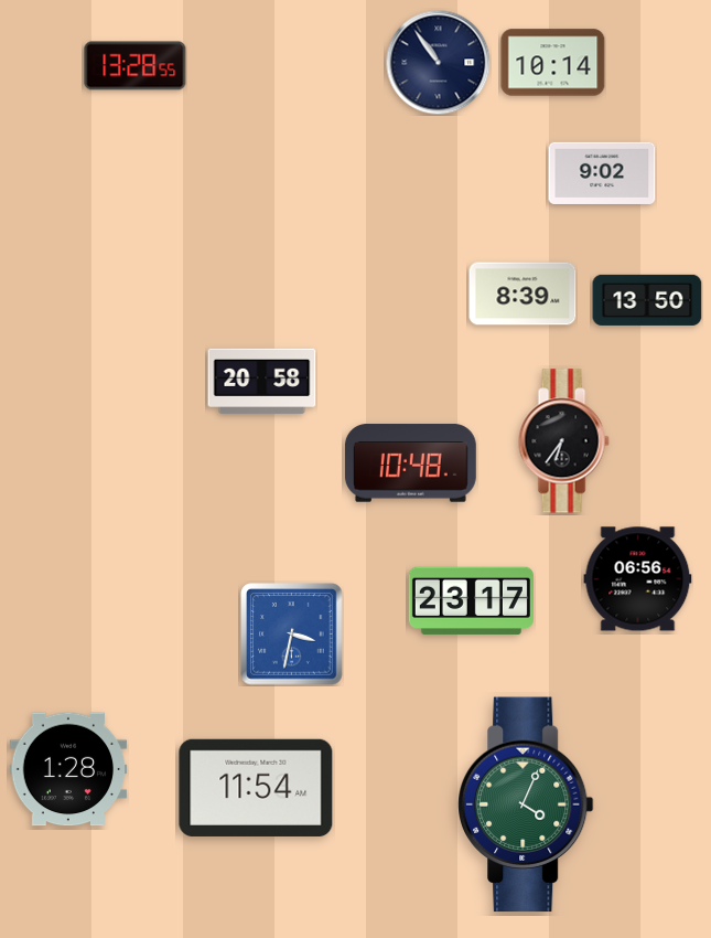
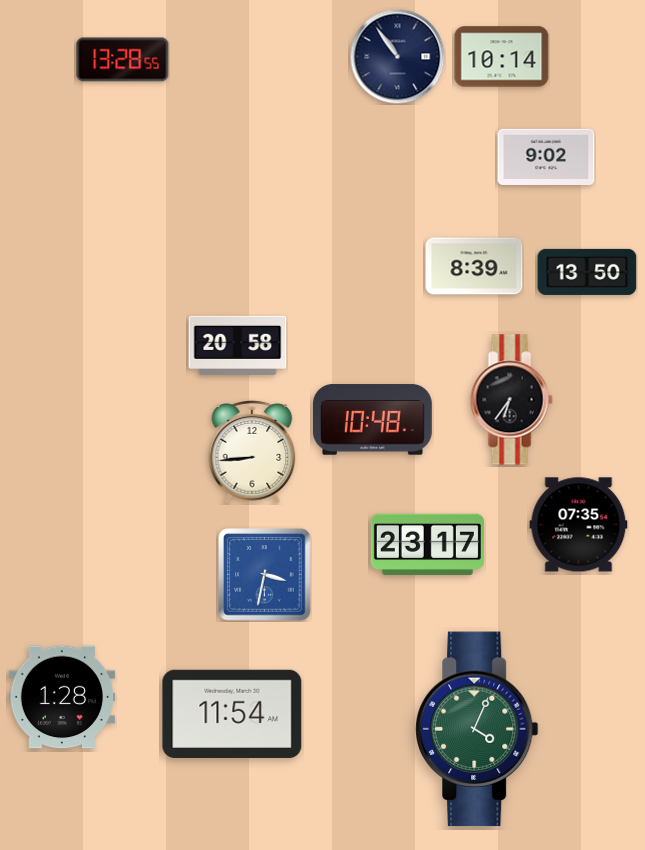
clock at (252, 453): none -> 8:44
clock at (638, 579): 06:56 -> 07:35
